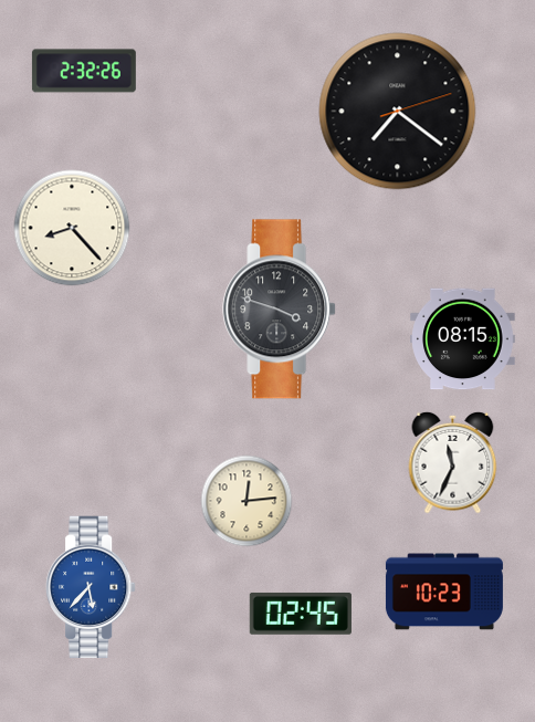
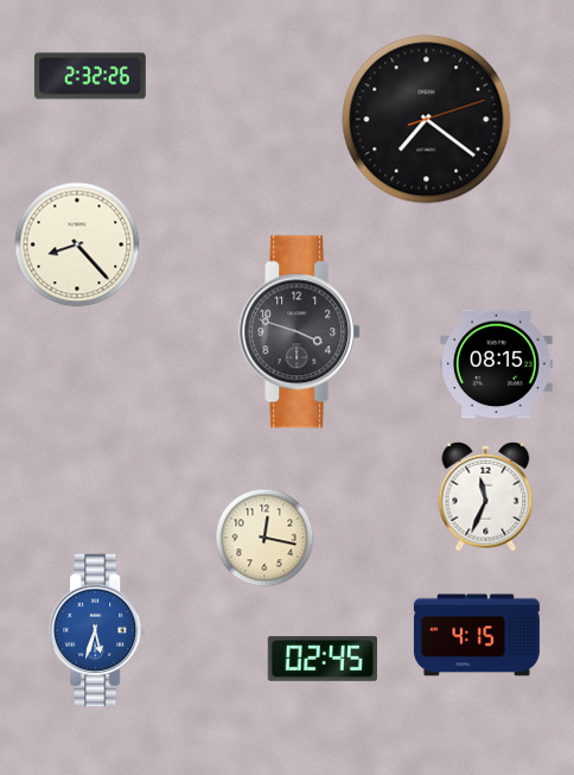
clock at (246, 501): 12:14 -> 12:17
clock at (91, 587): 5:37 -> 5:33
clock at (444, 592): 10:23 -> 4:15
